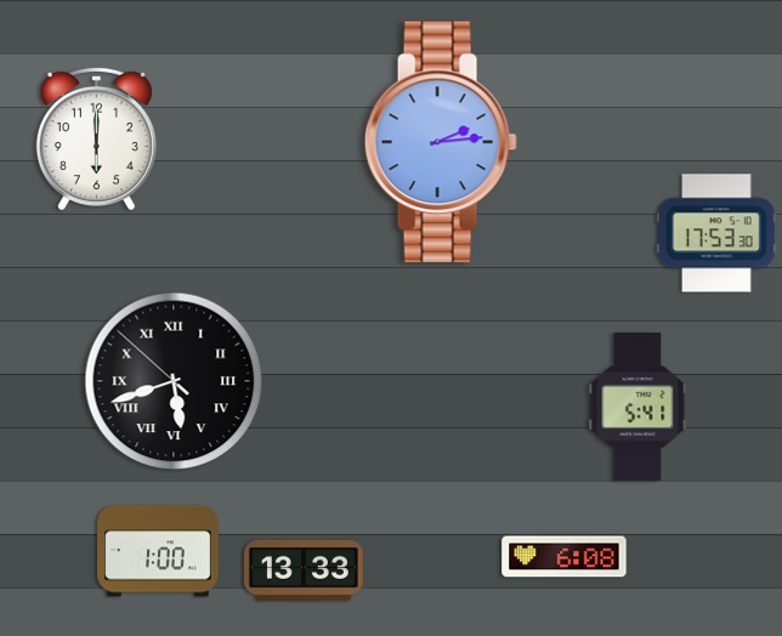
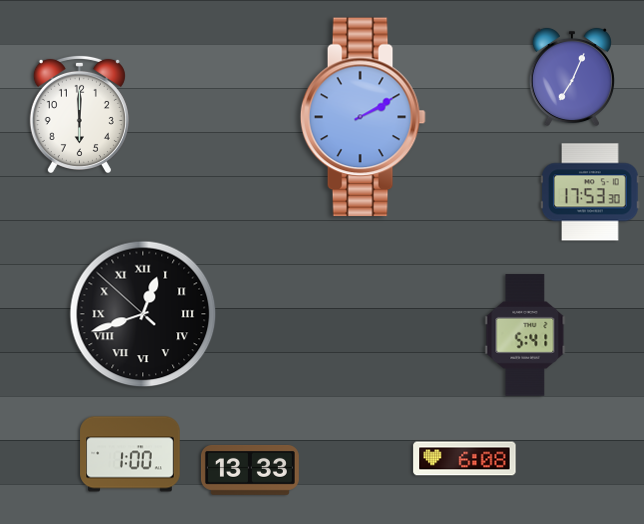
clock at (572, 77): none -> 7:04
clock at (441, 142): 2:14 -> 2:10
clock at (174, 381): 5:41 -> 12:41
